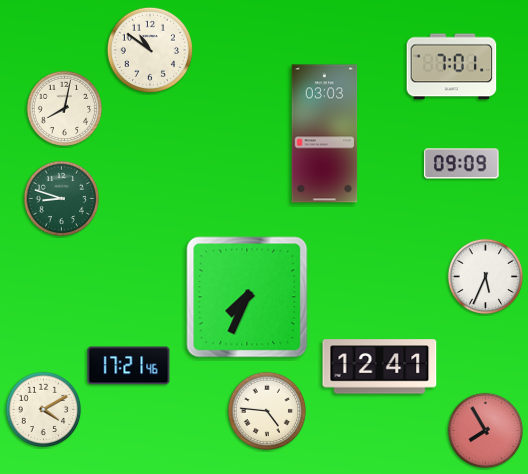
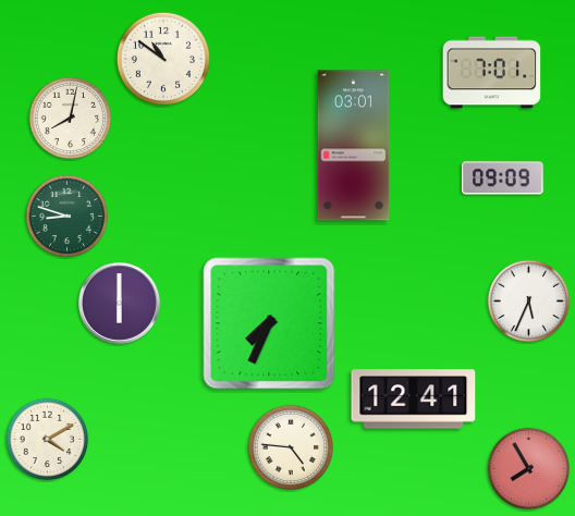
clock at (150, 50) position: (150, 50) -> (163, 59)
clock at (325, 134): 03:03 -> 03:01
clock at (119, 303): none -> 6:00
clock at (129, 366): 17:21 -> none
clock at (44, 410) position: (44, 410) -> (48, 440)
